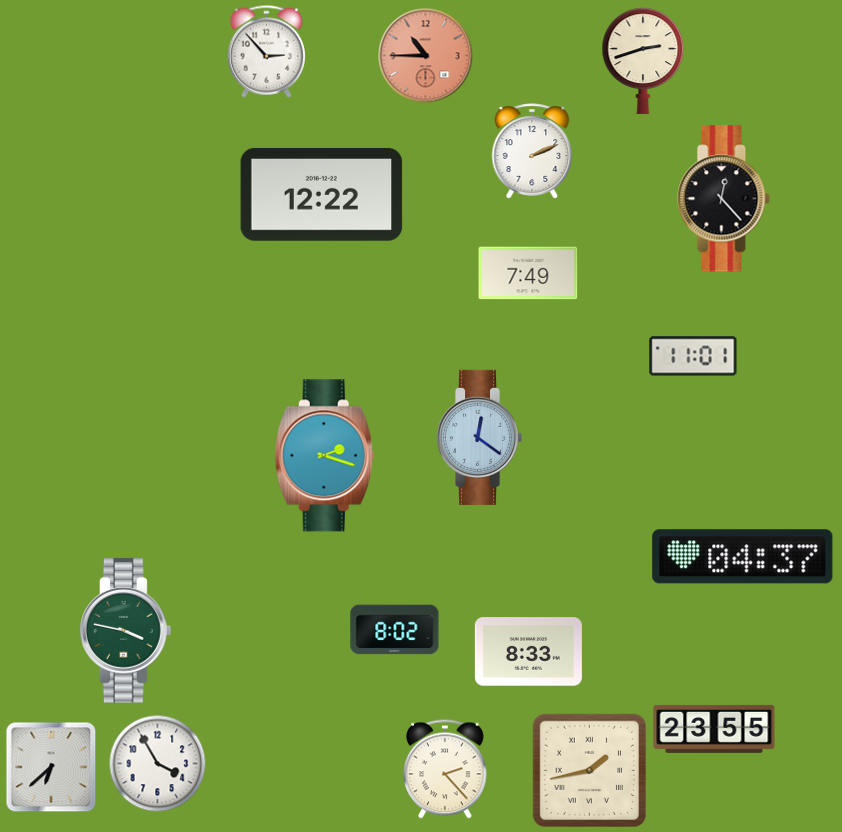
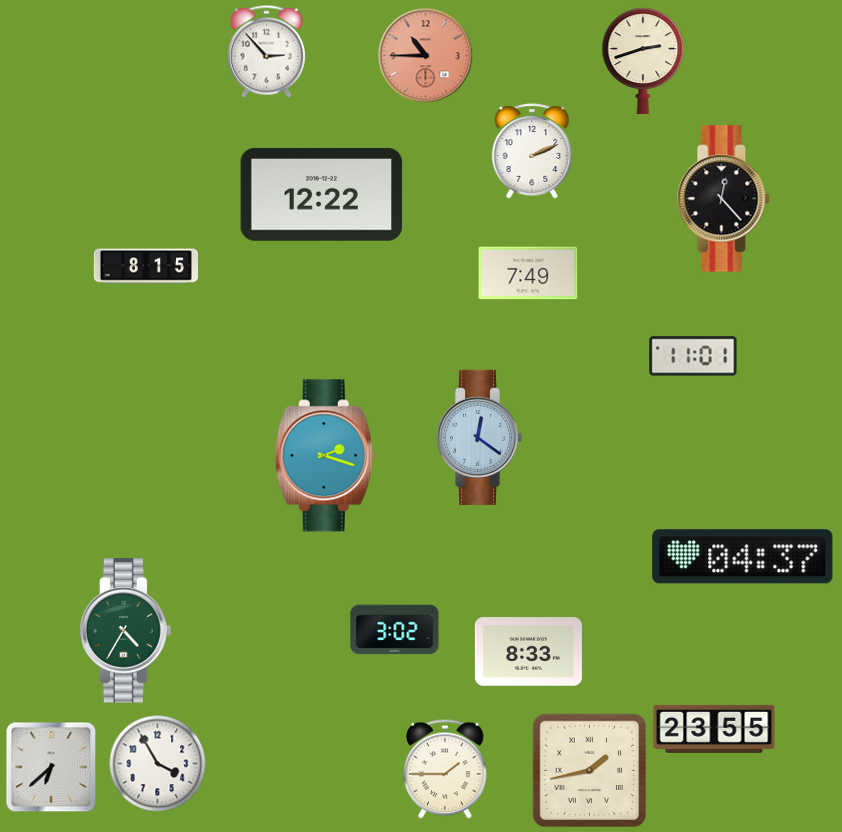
clock at (145, 266): none -> 8:15
clock at (395, 630): 8:02 -> 3:02
clock at (126, 631): 3:47 -> 4:35
clock at (445, 769): 2:23 -> 1:45
